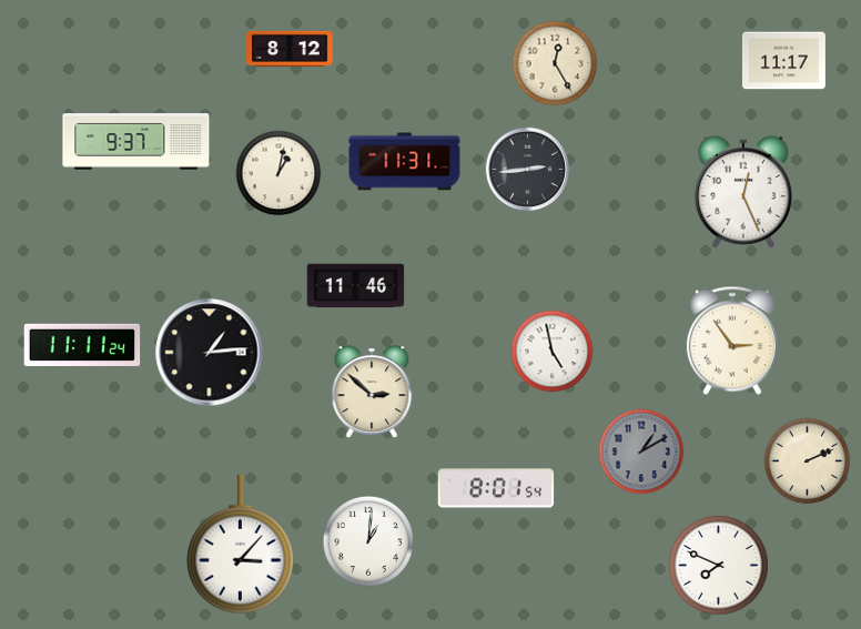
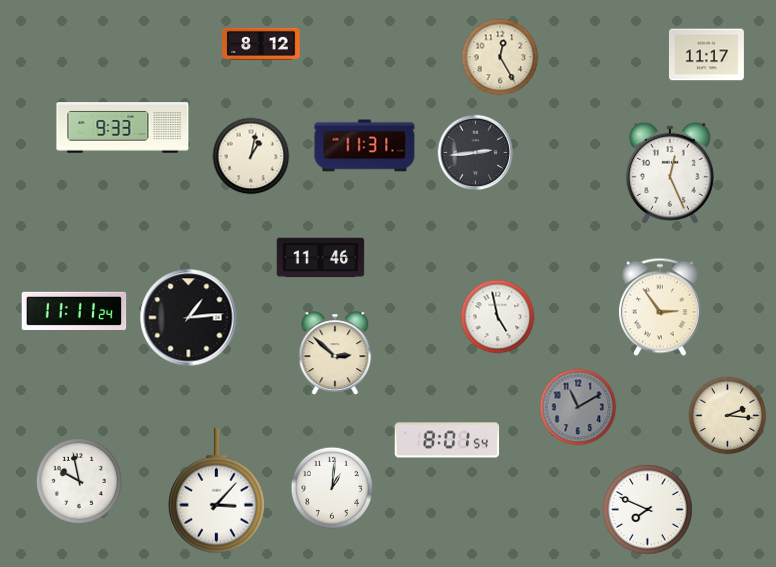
clock at (136, 142): 9:37 -> 9:33
clock at (641, 452): 1:10 -> 11:10
clock at (808, 461): 2:11 -> 2:16
clock at (79, 481): none -> 9:58
